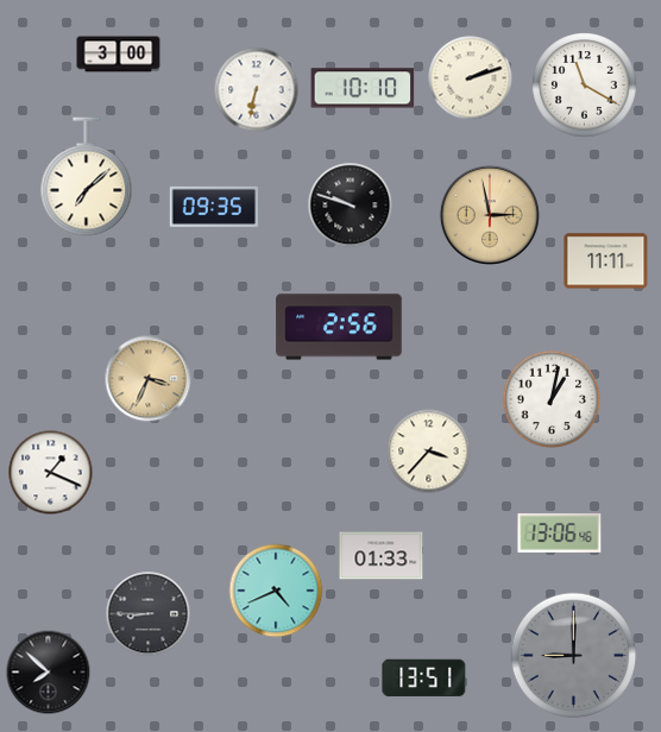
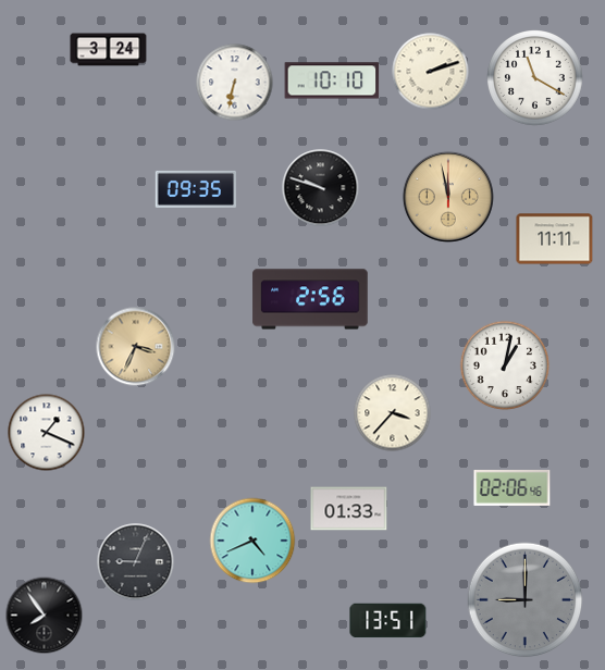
clock at (119, 55): 3:00 -> 3:24
clock at (87, 177): 7:08 -> none
clock at (490, 215): 2:58 -> 11:58
clock at (560, 532): 13:06 -> 02:06
clock at (149, 614): 8:45 -> 9:04
clock at (49, 673): 7:52 -> 7:54
